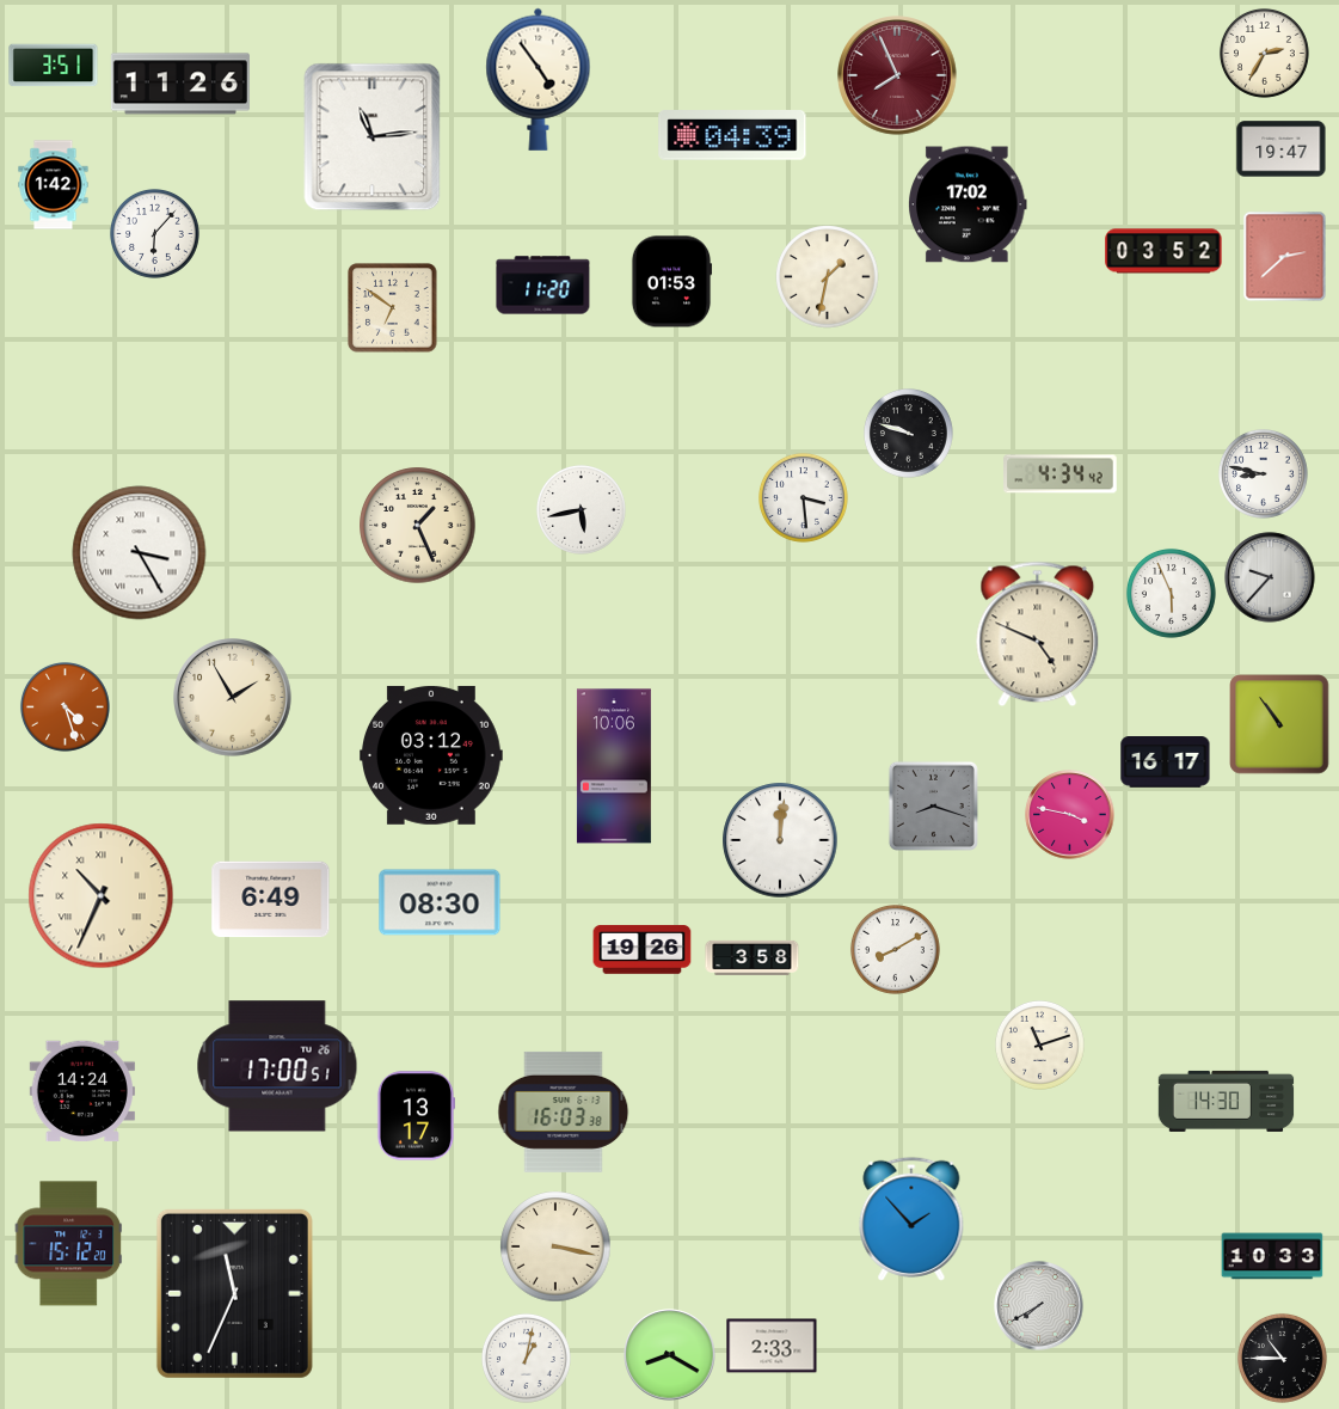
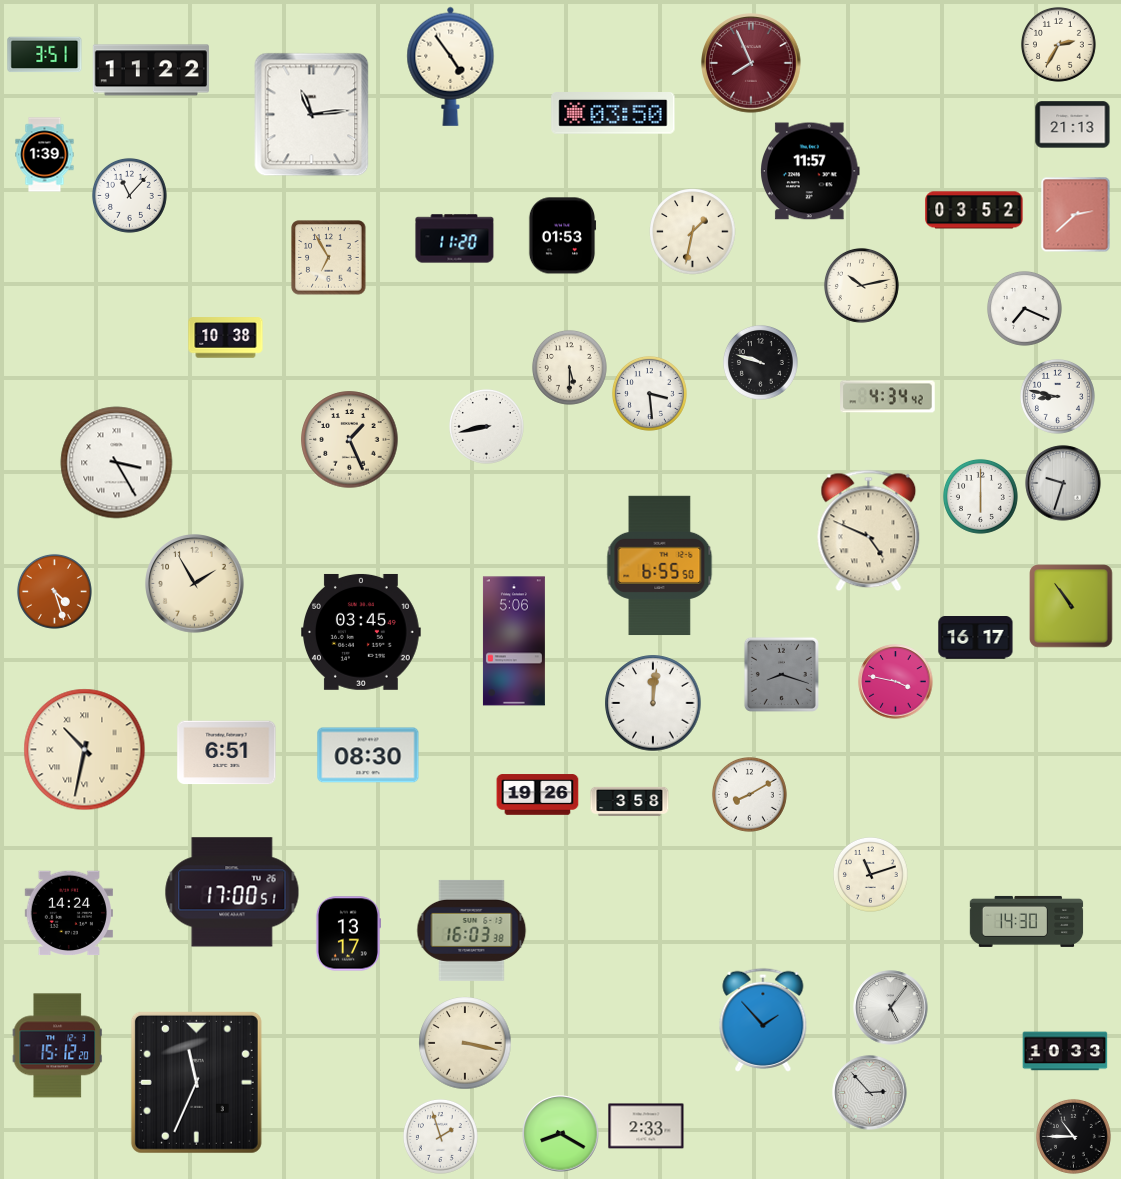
clock at (180, 84): 11:26 -> 11:22
clock at (732, 135): 04:39 -> 03:50
clock at (1282, 149): 19:47 -> 21:13
clock at (54, 185): 1:42 -> 1:39
clock at (968, 204): 17:02 -> 11:57
clock at (154, 233): 6:07 -> 11:07
clock at (393, 308): 6:51 -> 6:55
clock at (861, 285): none -> 10:13
clock at (1024, 308): none -> 7:19
clock at (226, 338): none -> 10:38
clock at (569, 367): none -> 5:30
clock at (803, 497) position: (803, 497) -> (649, 393)
clock at (581, 509): 5:43 -> 8:43
clock at (1270, 577): 9:37 -> 9:33
clock at (1171, 593): 5:56 -> 6:00
clock at (660, 566): none -> 6:55
clock at (432, 755): 03:12 -> 03:45
clock at (614, 766): 10:06 -> 5:06
clock at (102, 896): 10:34 -> 10:32
clock at (271, 900): 6:49 -> 6:51
clock at (891, 1008): none -> 5:06
clock at (69, 1244) position: (69, 1244) -> (58, 1046)
clock at (1039, 1306): 7:40 -> 2:53
clock at (526, 1358): 1:02 -> 1:57
